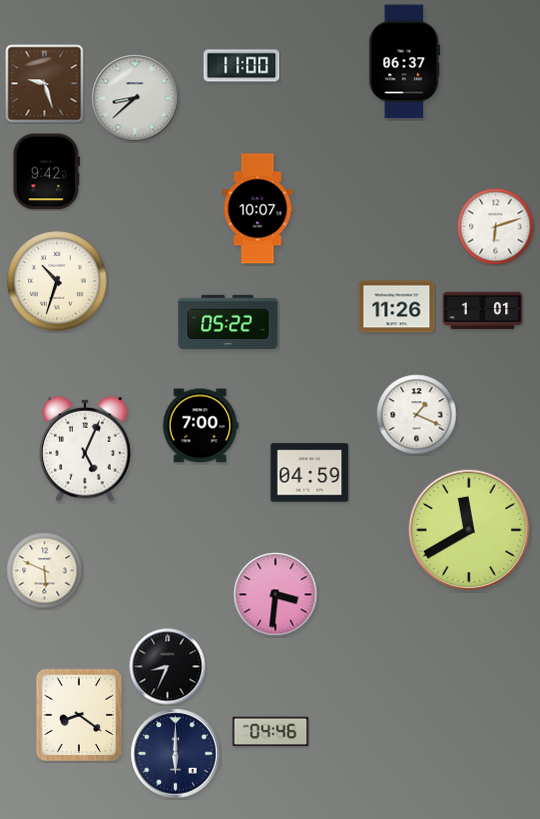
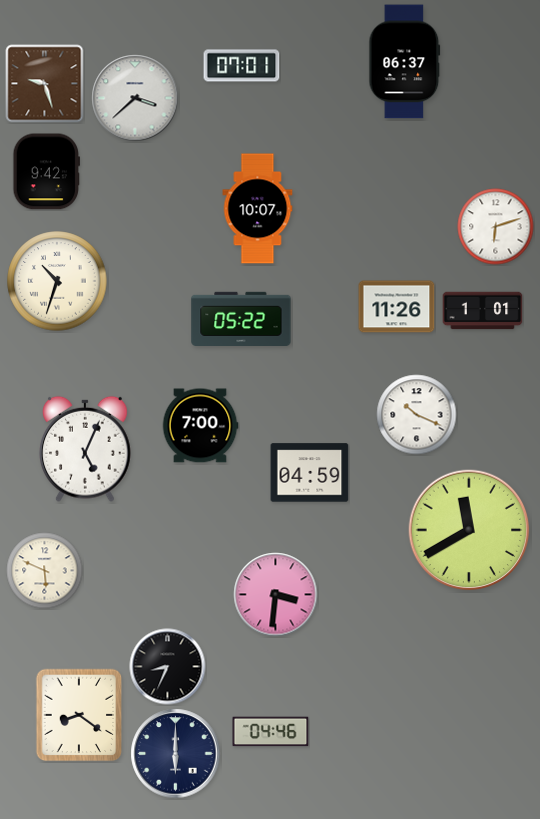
clock at (242, 66): 11:00 -> 07:01
clock at (135, 98): 8:38 -> 3:38
clock at (228, 321) position: (228, 321) -> (241, 318)
clock at (417, 415): 1:19 -> 10:19
